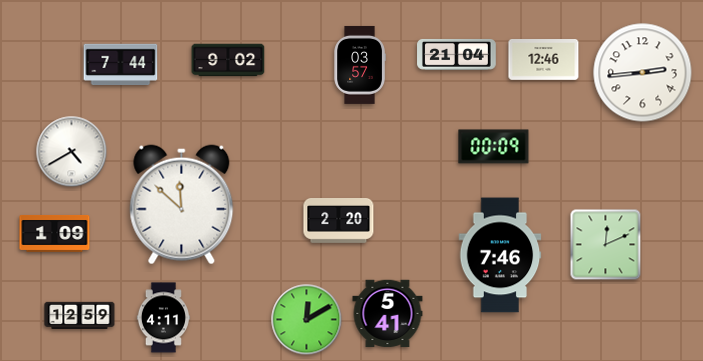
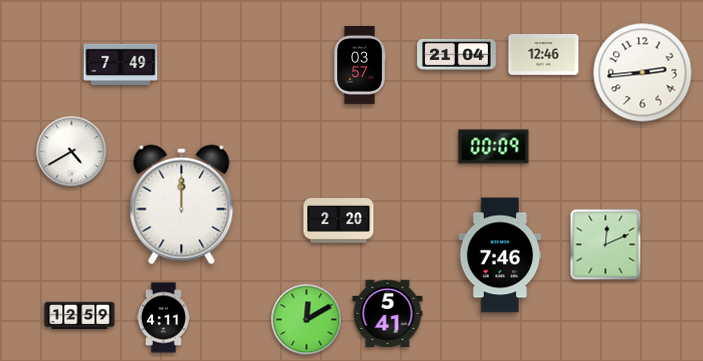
clock at (228, 60): 9:02 -> none
clock at (544, 60) position: (544, 60) -> (544, 55)
clock at (121, 64): 7:44 -> 7:49
clock at (182, 205): 11:52 -> 12:00
clock at (55, 233): 1:09 -> none
